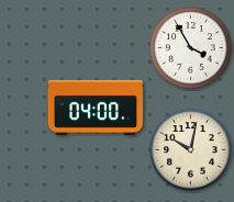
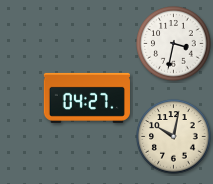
clock at (191, 48): 3:55 -> 3:32
clock at (96, 108): 04:00 -> 04:27
